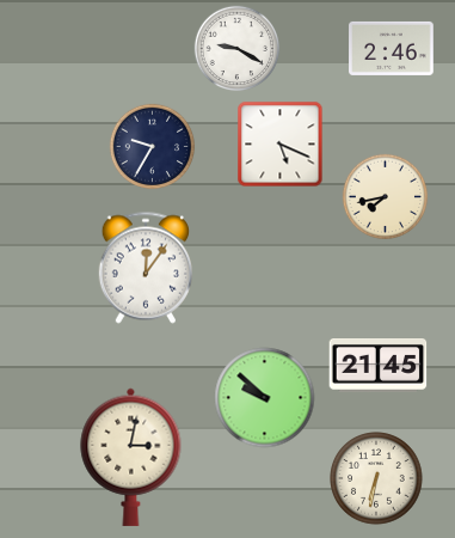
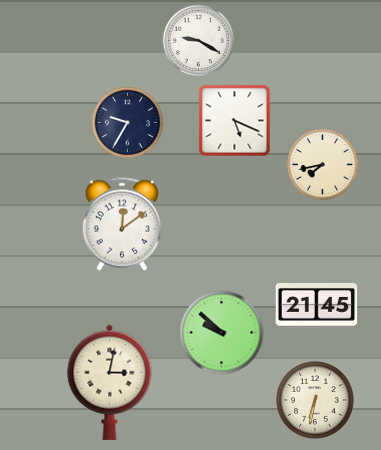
clock at (392, 48): 2:46 -> none
clock at (145, 268): 12:06 -> 12:09
